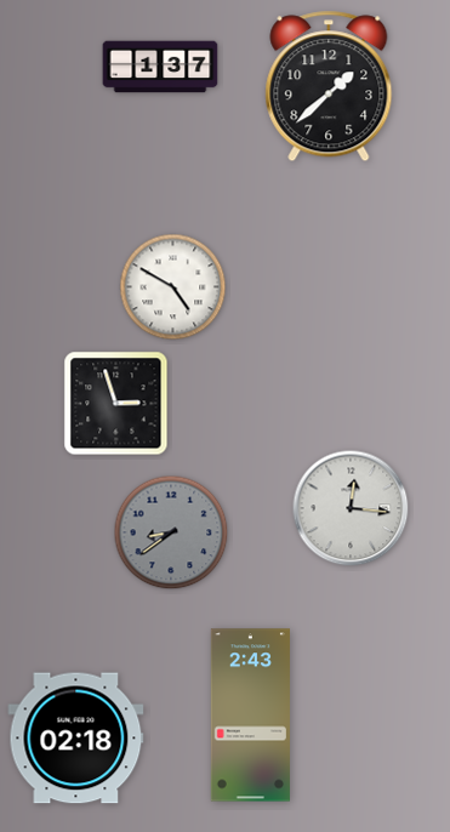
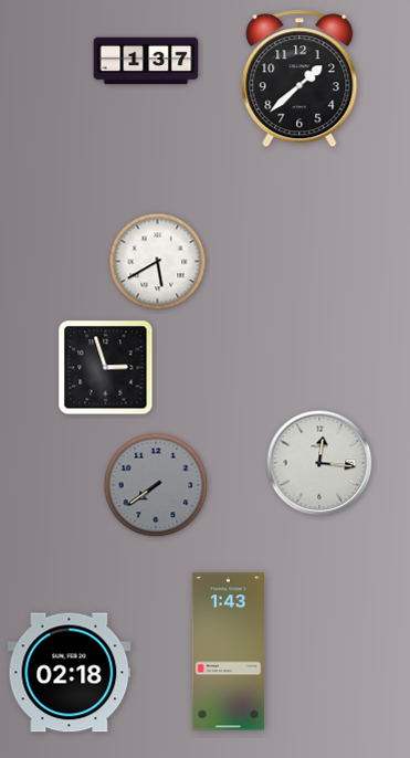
clock at (173, 287): 4:50 -> 5:40
clock at (171, 532): 8:39 -> 7:39
clock at (250, 716): 2:43 -> 1:43
